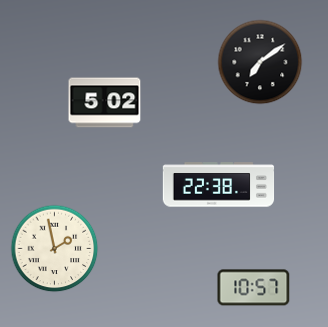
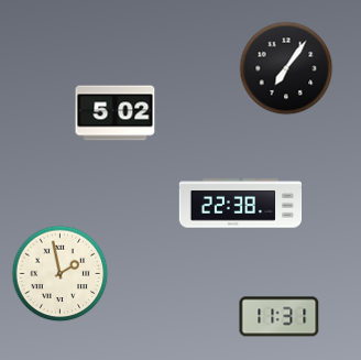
clock at (260, 62): 7:09 -> 7:06
clock at (254, 288): 10:57 -> 11:31
